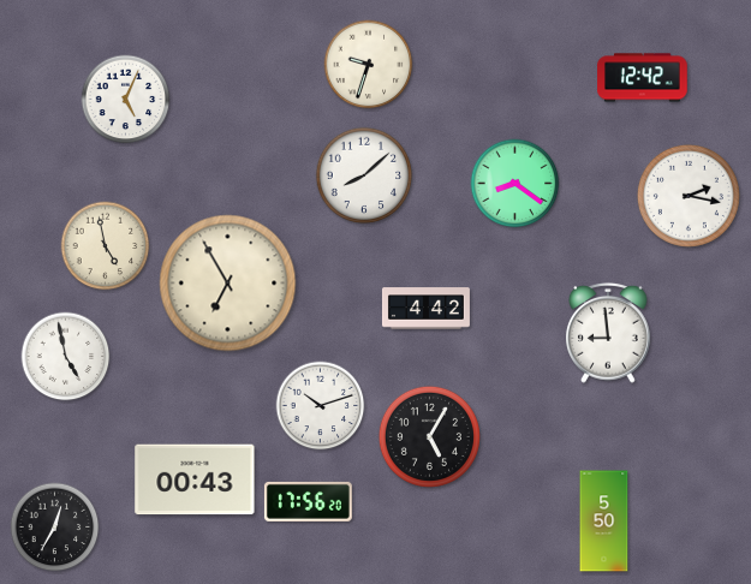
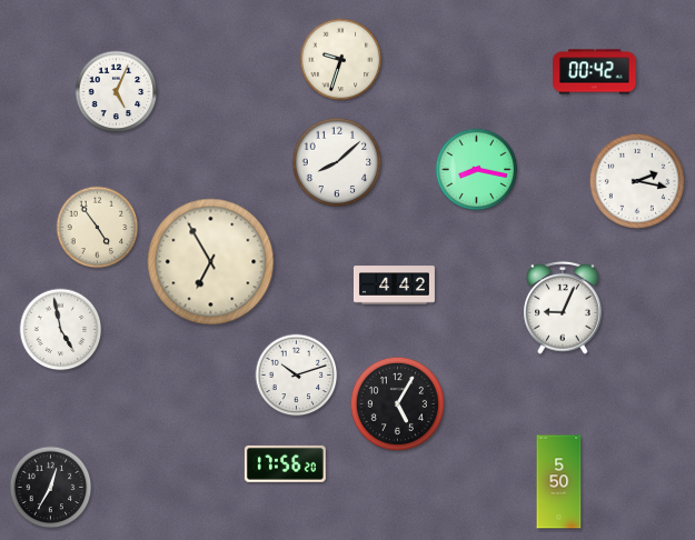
clock at (643, 78): 12:42 -> 00:42
clock at (515, 184): 8:21 -> 8:17
clock at (106, 246): 4:58 -> 4:54
clock at (608, 333): 8:59 -> 9:04
clock at (195, 479): 00:43 -> none
